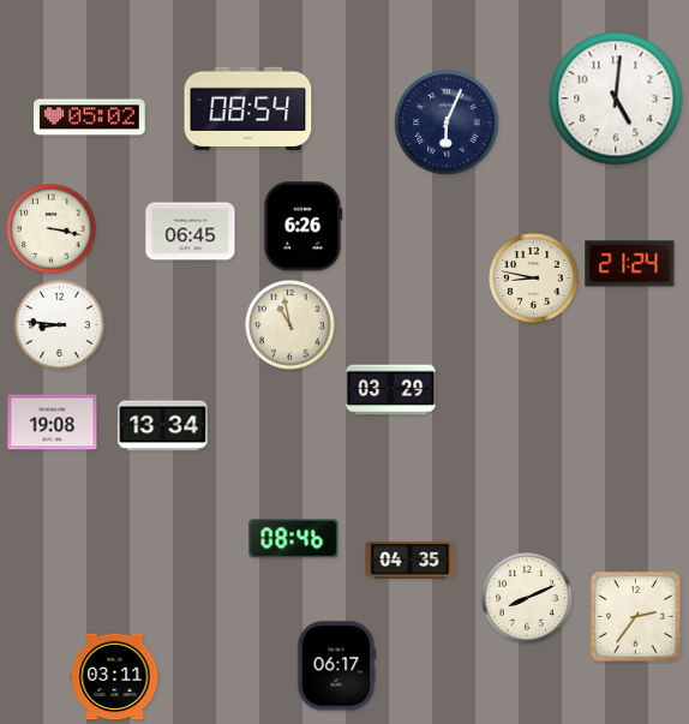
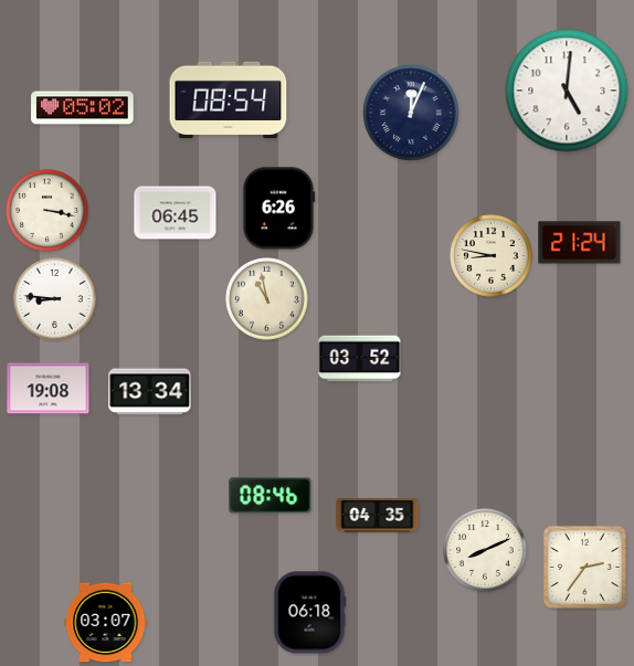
clock at (447, 122): 6:04 -> 12:04
clock at (391, 390): 03:29 -> 03:52
clock at (336, 666): 06:17 -> 06:18
clock at (115, 677): 03:11 -> 03:07
